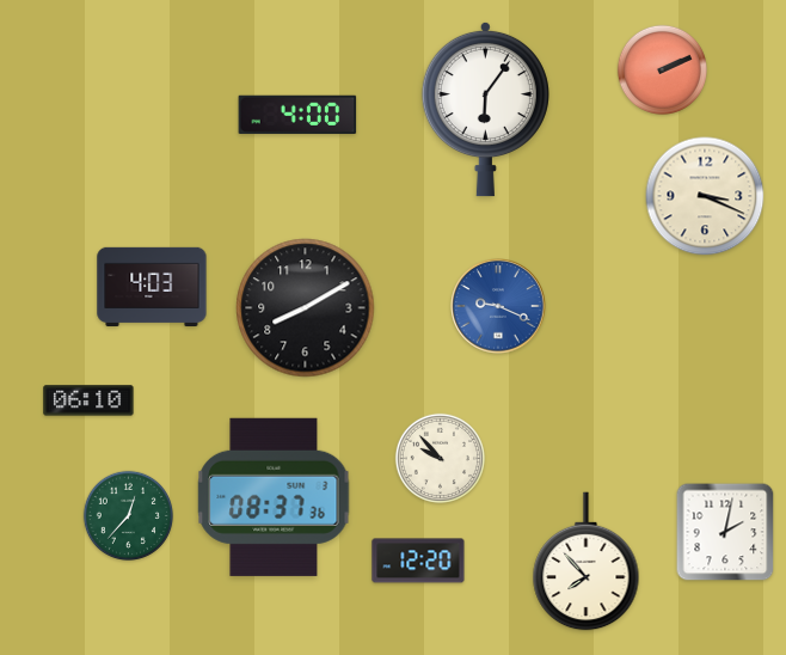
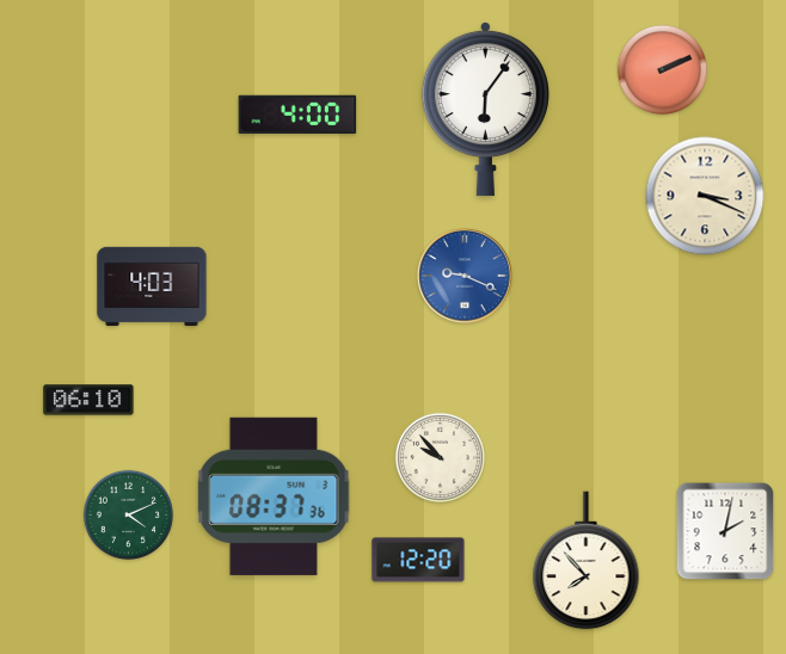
clock at (498, 306) position: (498, 306) -> (465, 276)
clock at (306, 308): 8:10 -> none
clock at (128, 515): 12:37 -> 4:11
